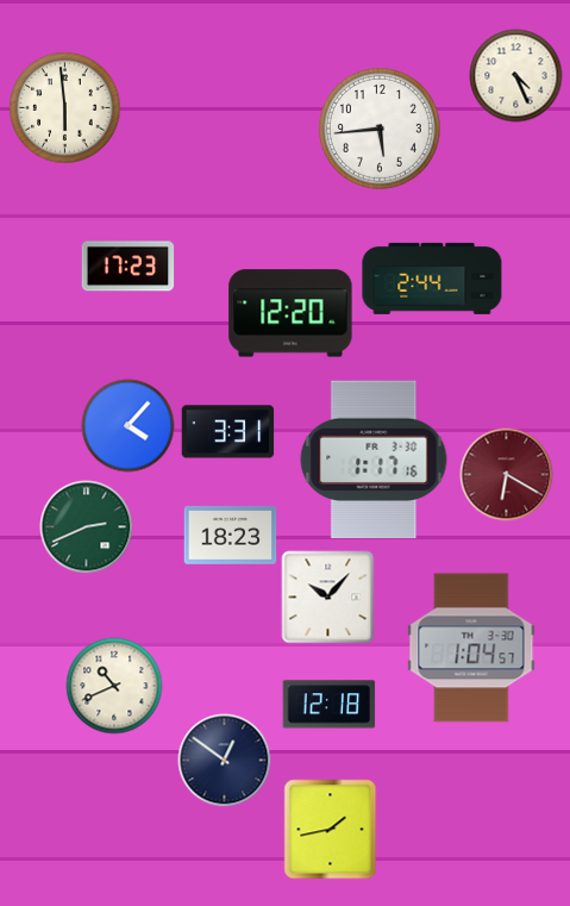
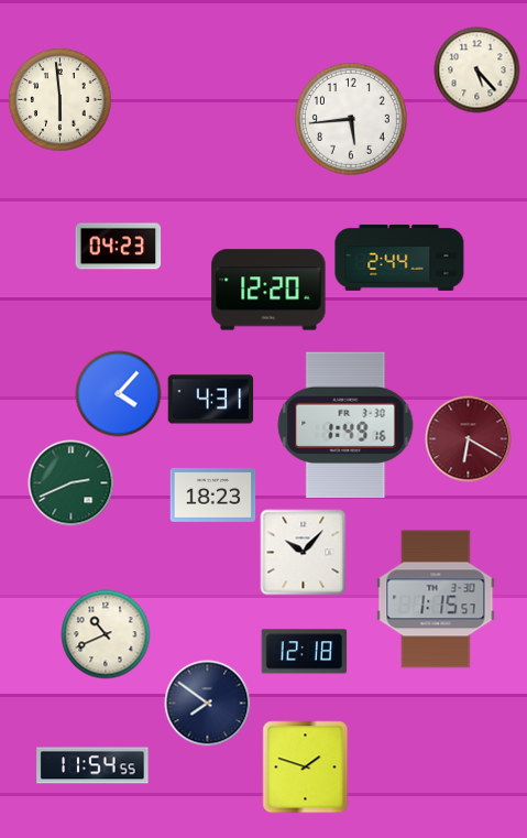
clock at (515, 75): 4:26 -> 5:23
clock at (127, 267): 17:23 -> 04:23
clock at (227, 432): 3:31 -> 4:31
clock at (374, 460): 1:17 -> 1:49
clock at (86, 526) position: (86, 526) -> (70, 482)
clock at (471, 648): 1:04 -> 1:15
clock at (224, 760): 12:51 -> 7:51
clock at (92, 765): none -> 11:54
clock at (331, 829): 1:43 -> 1:48
